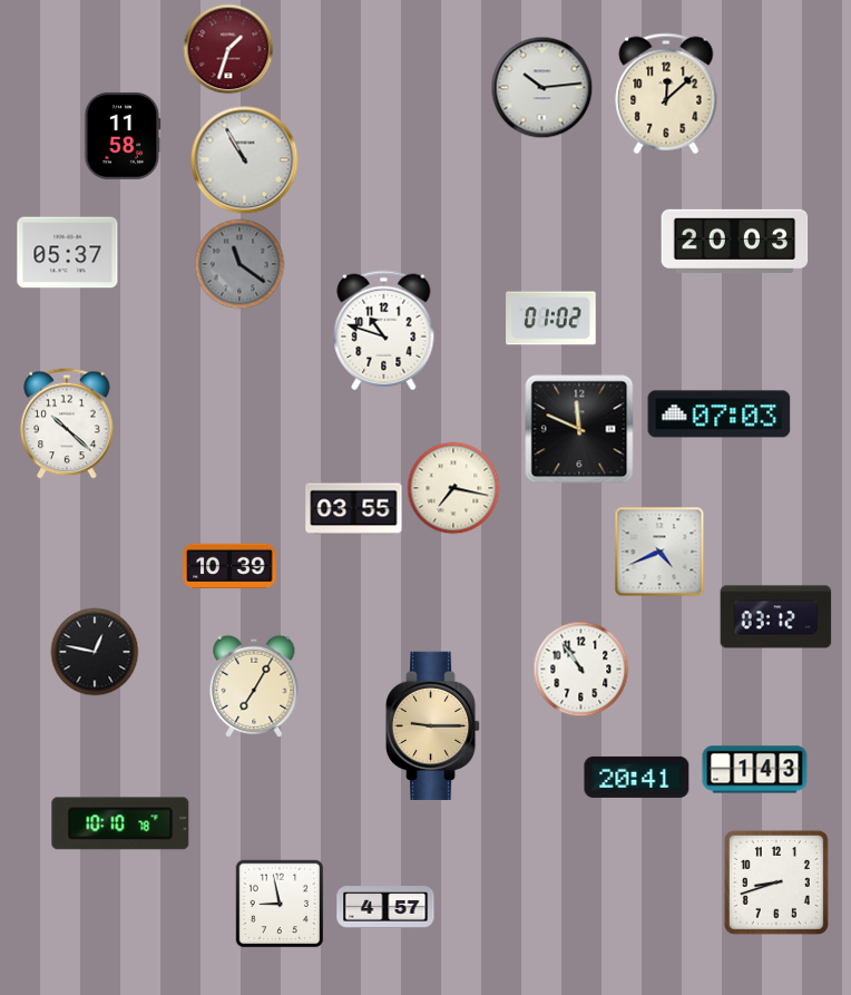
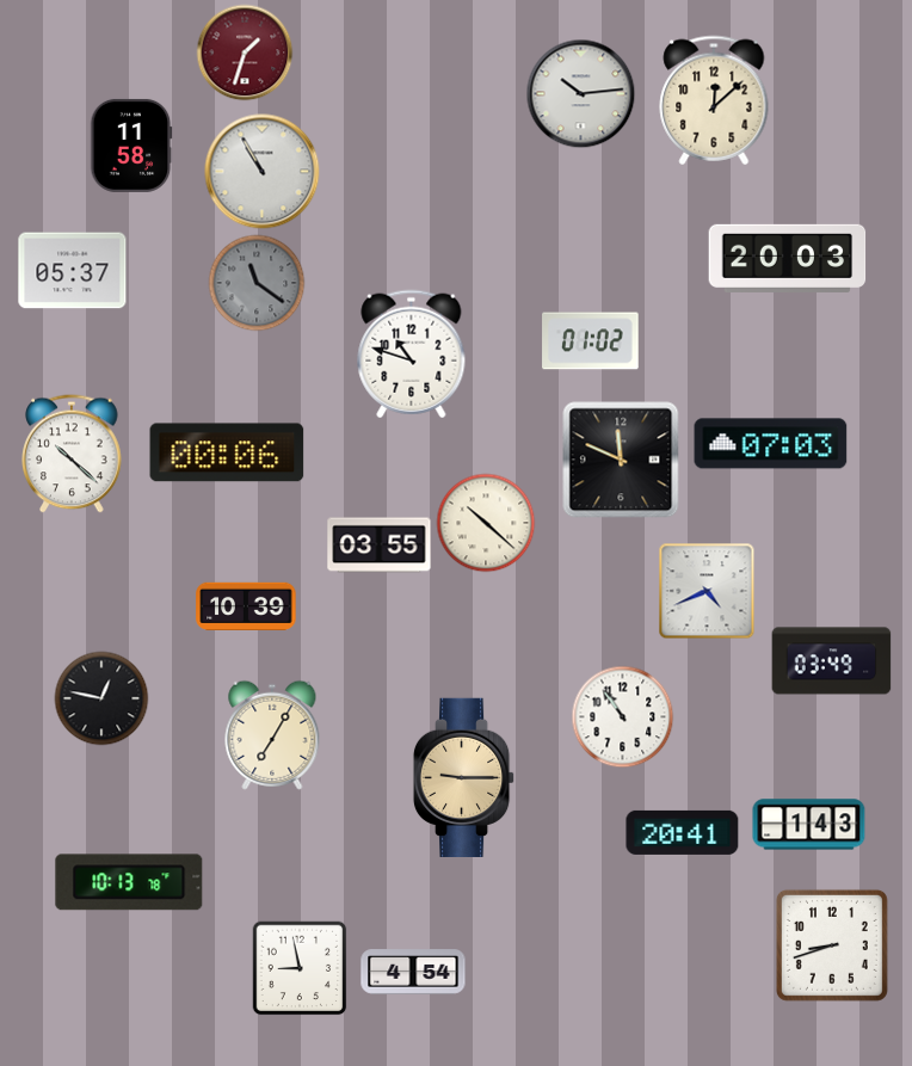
clock at (227, 452): none -> 00:06
clock at (453, 488): 7:17 -> 10:22
clock at (776, 617): 03:12 -> 03:49
clock at (120, 823): 10:10 -> 10:13
clock at (385, 907): 4:57 -> 4:54
